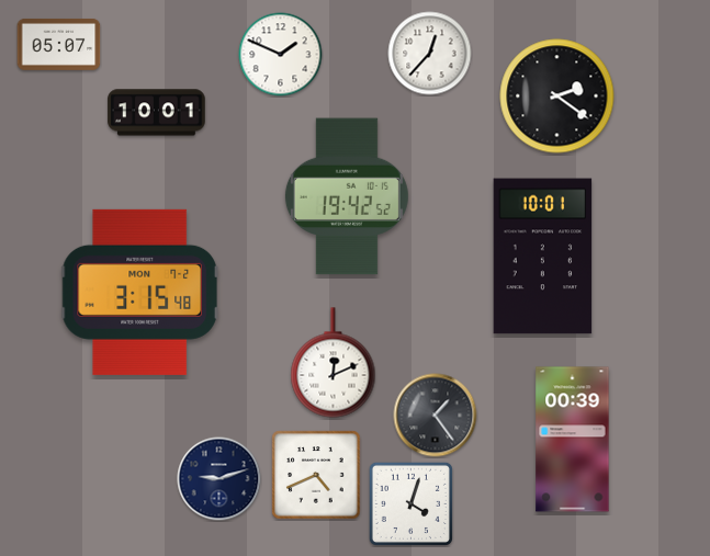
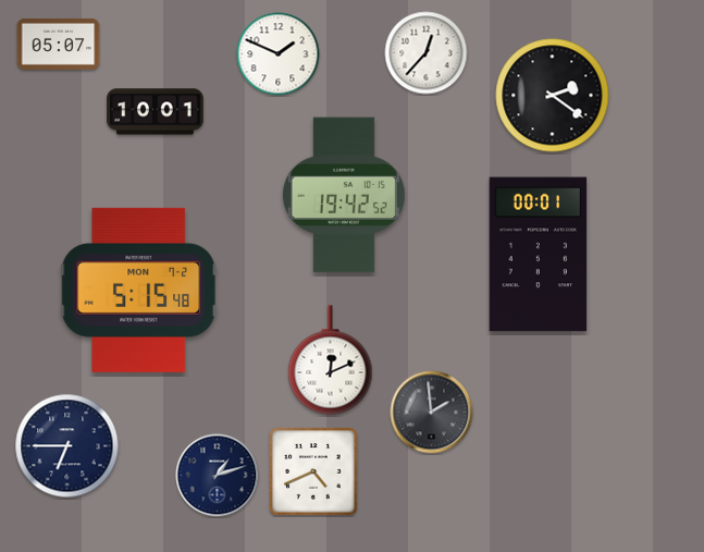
clock at (543, 257): 10:01 -> 00:01
clock at (139, 292): 3:15 -> 5:15
clock at (436, 416): 1:24 -> 1:59
clock at (573, 440): 00:39 -> none
clock at (67, 446): none -> 6:45
clock at (219, 479): 9:12 -> 1:12
clock at (410, 503): 4:03 -> none
